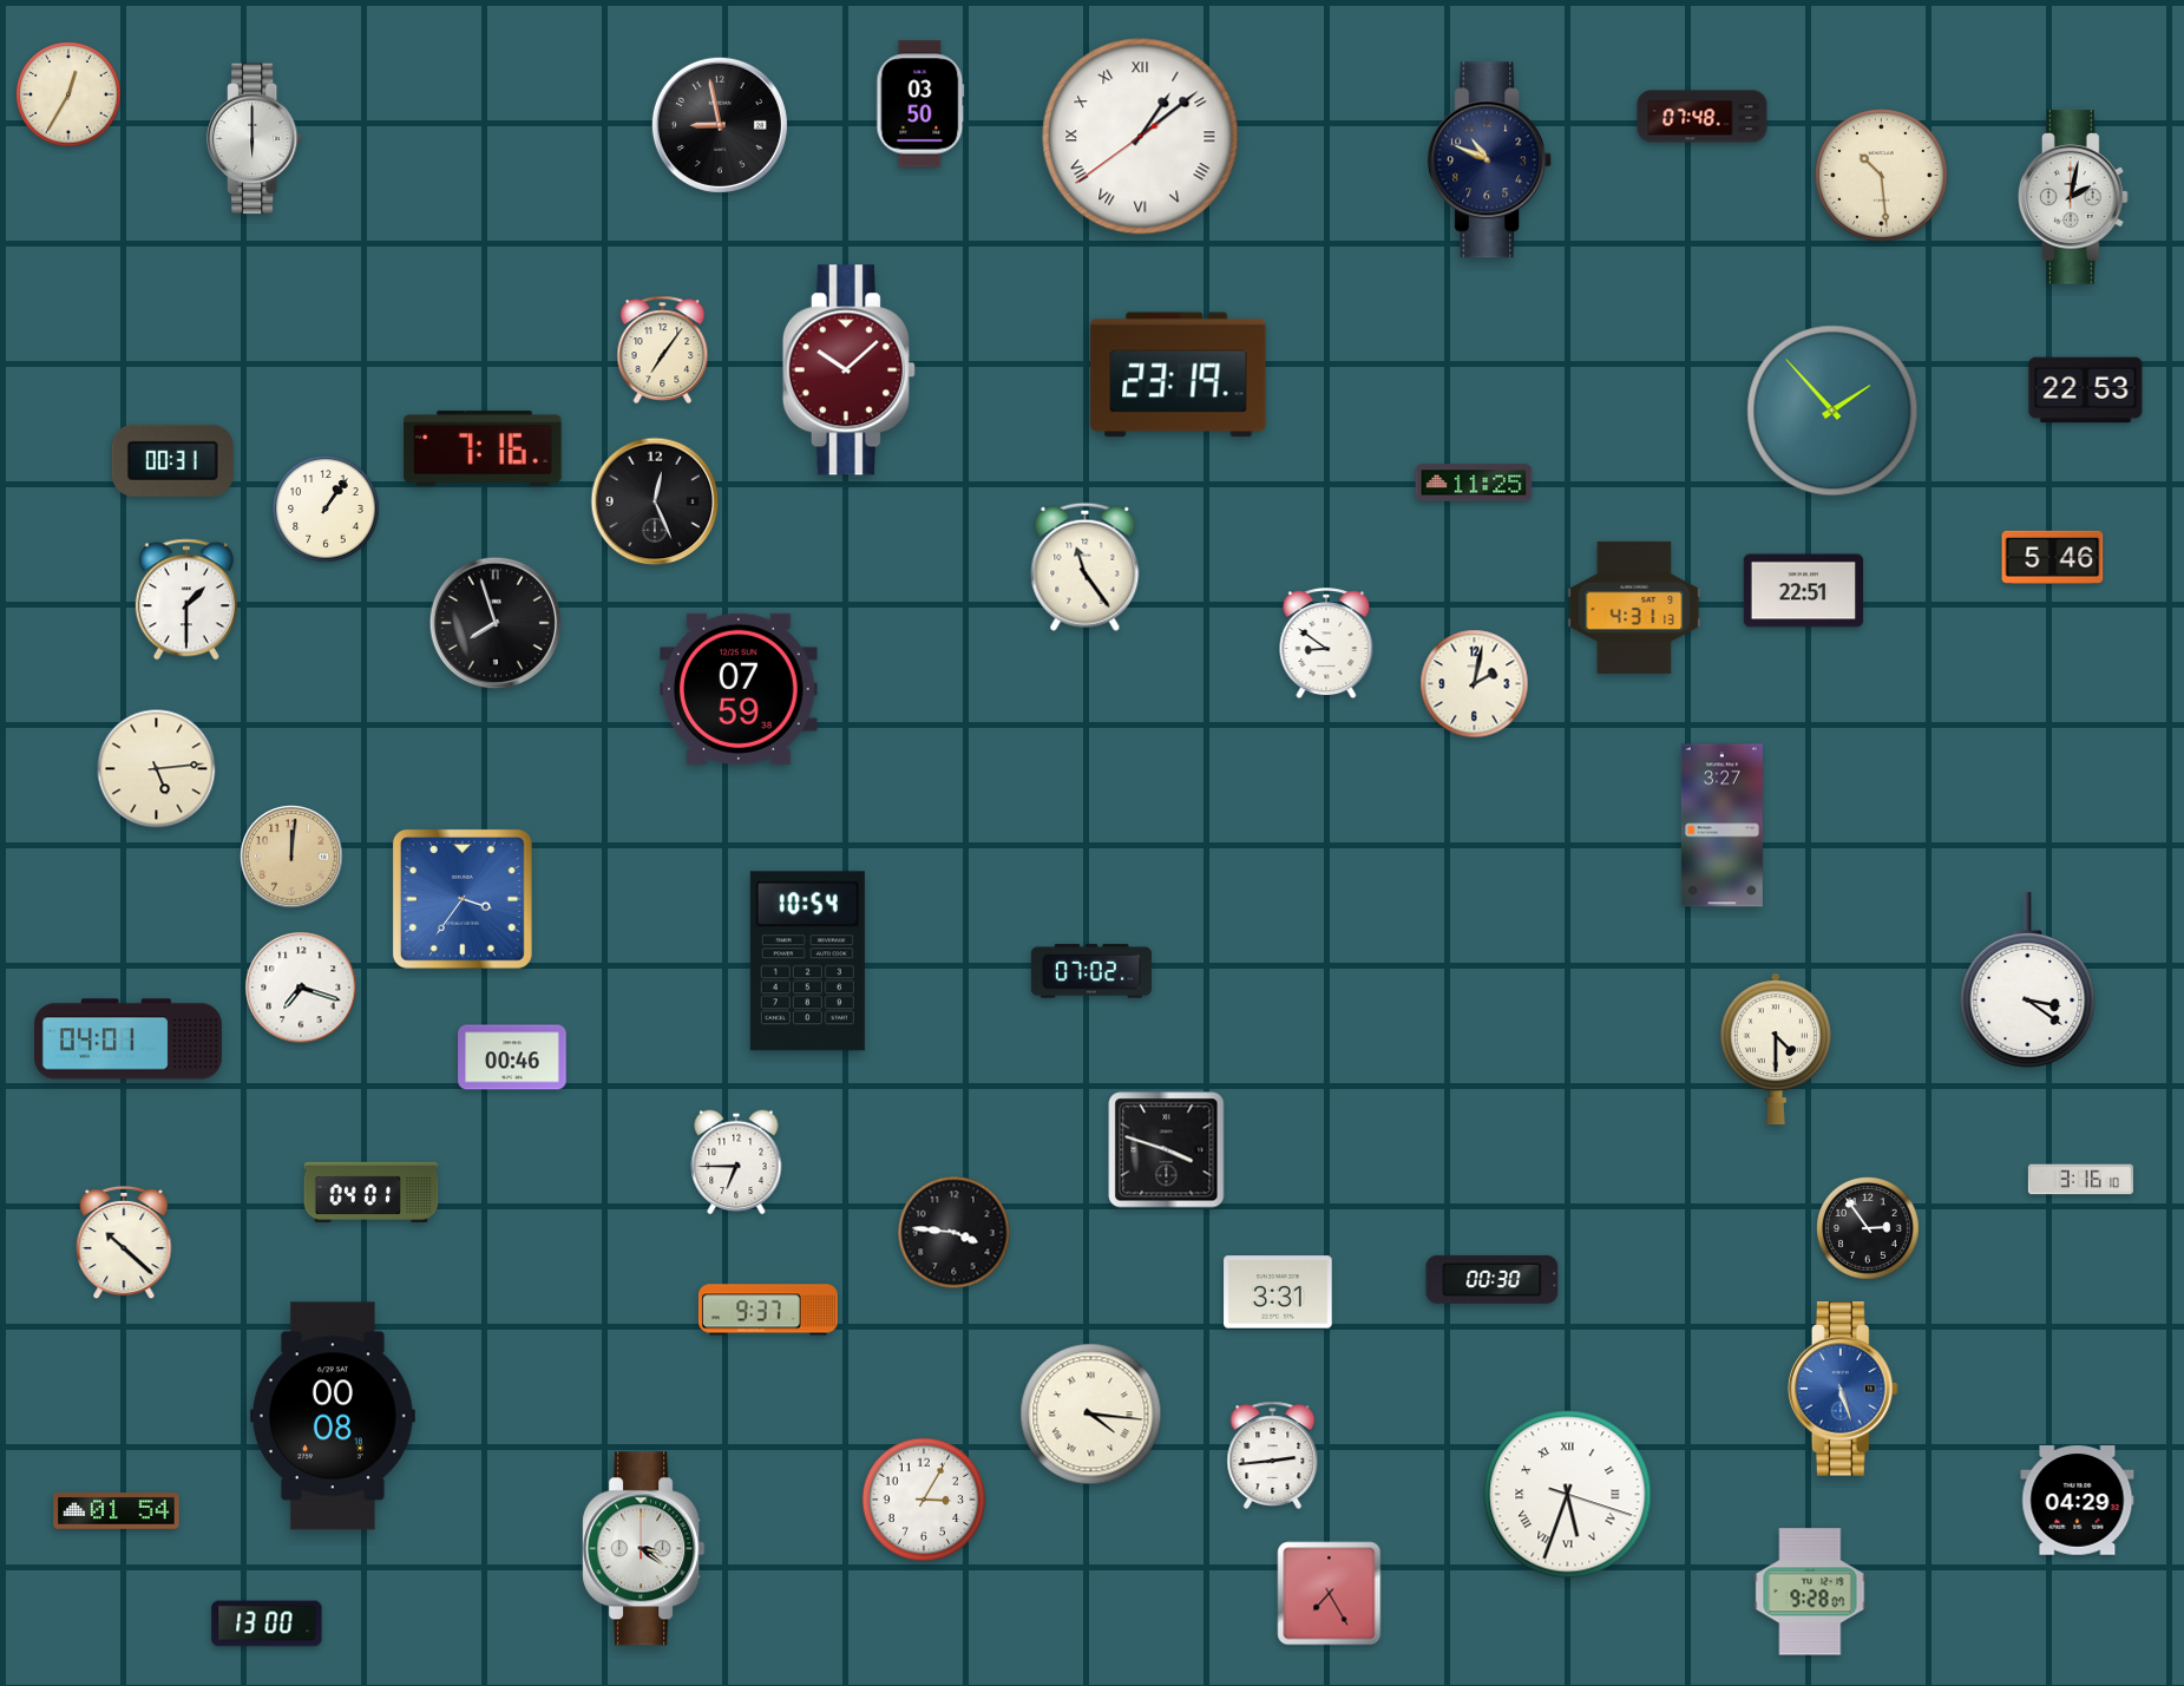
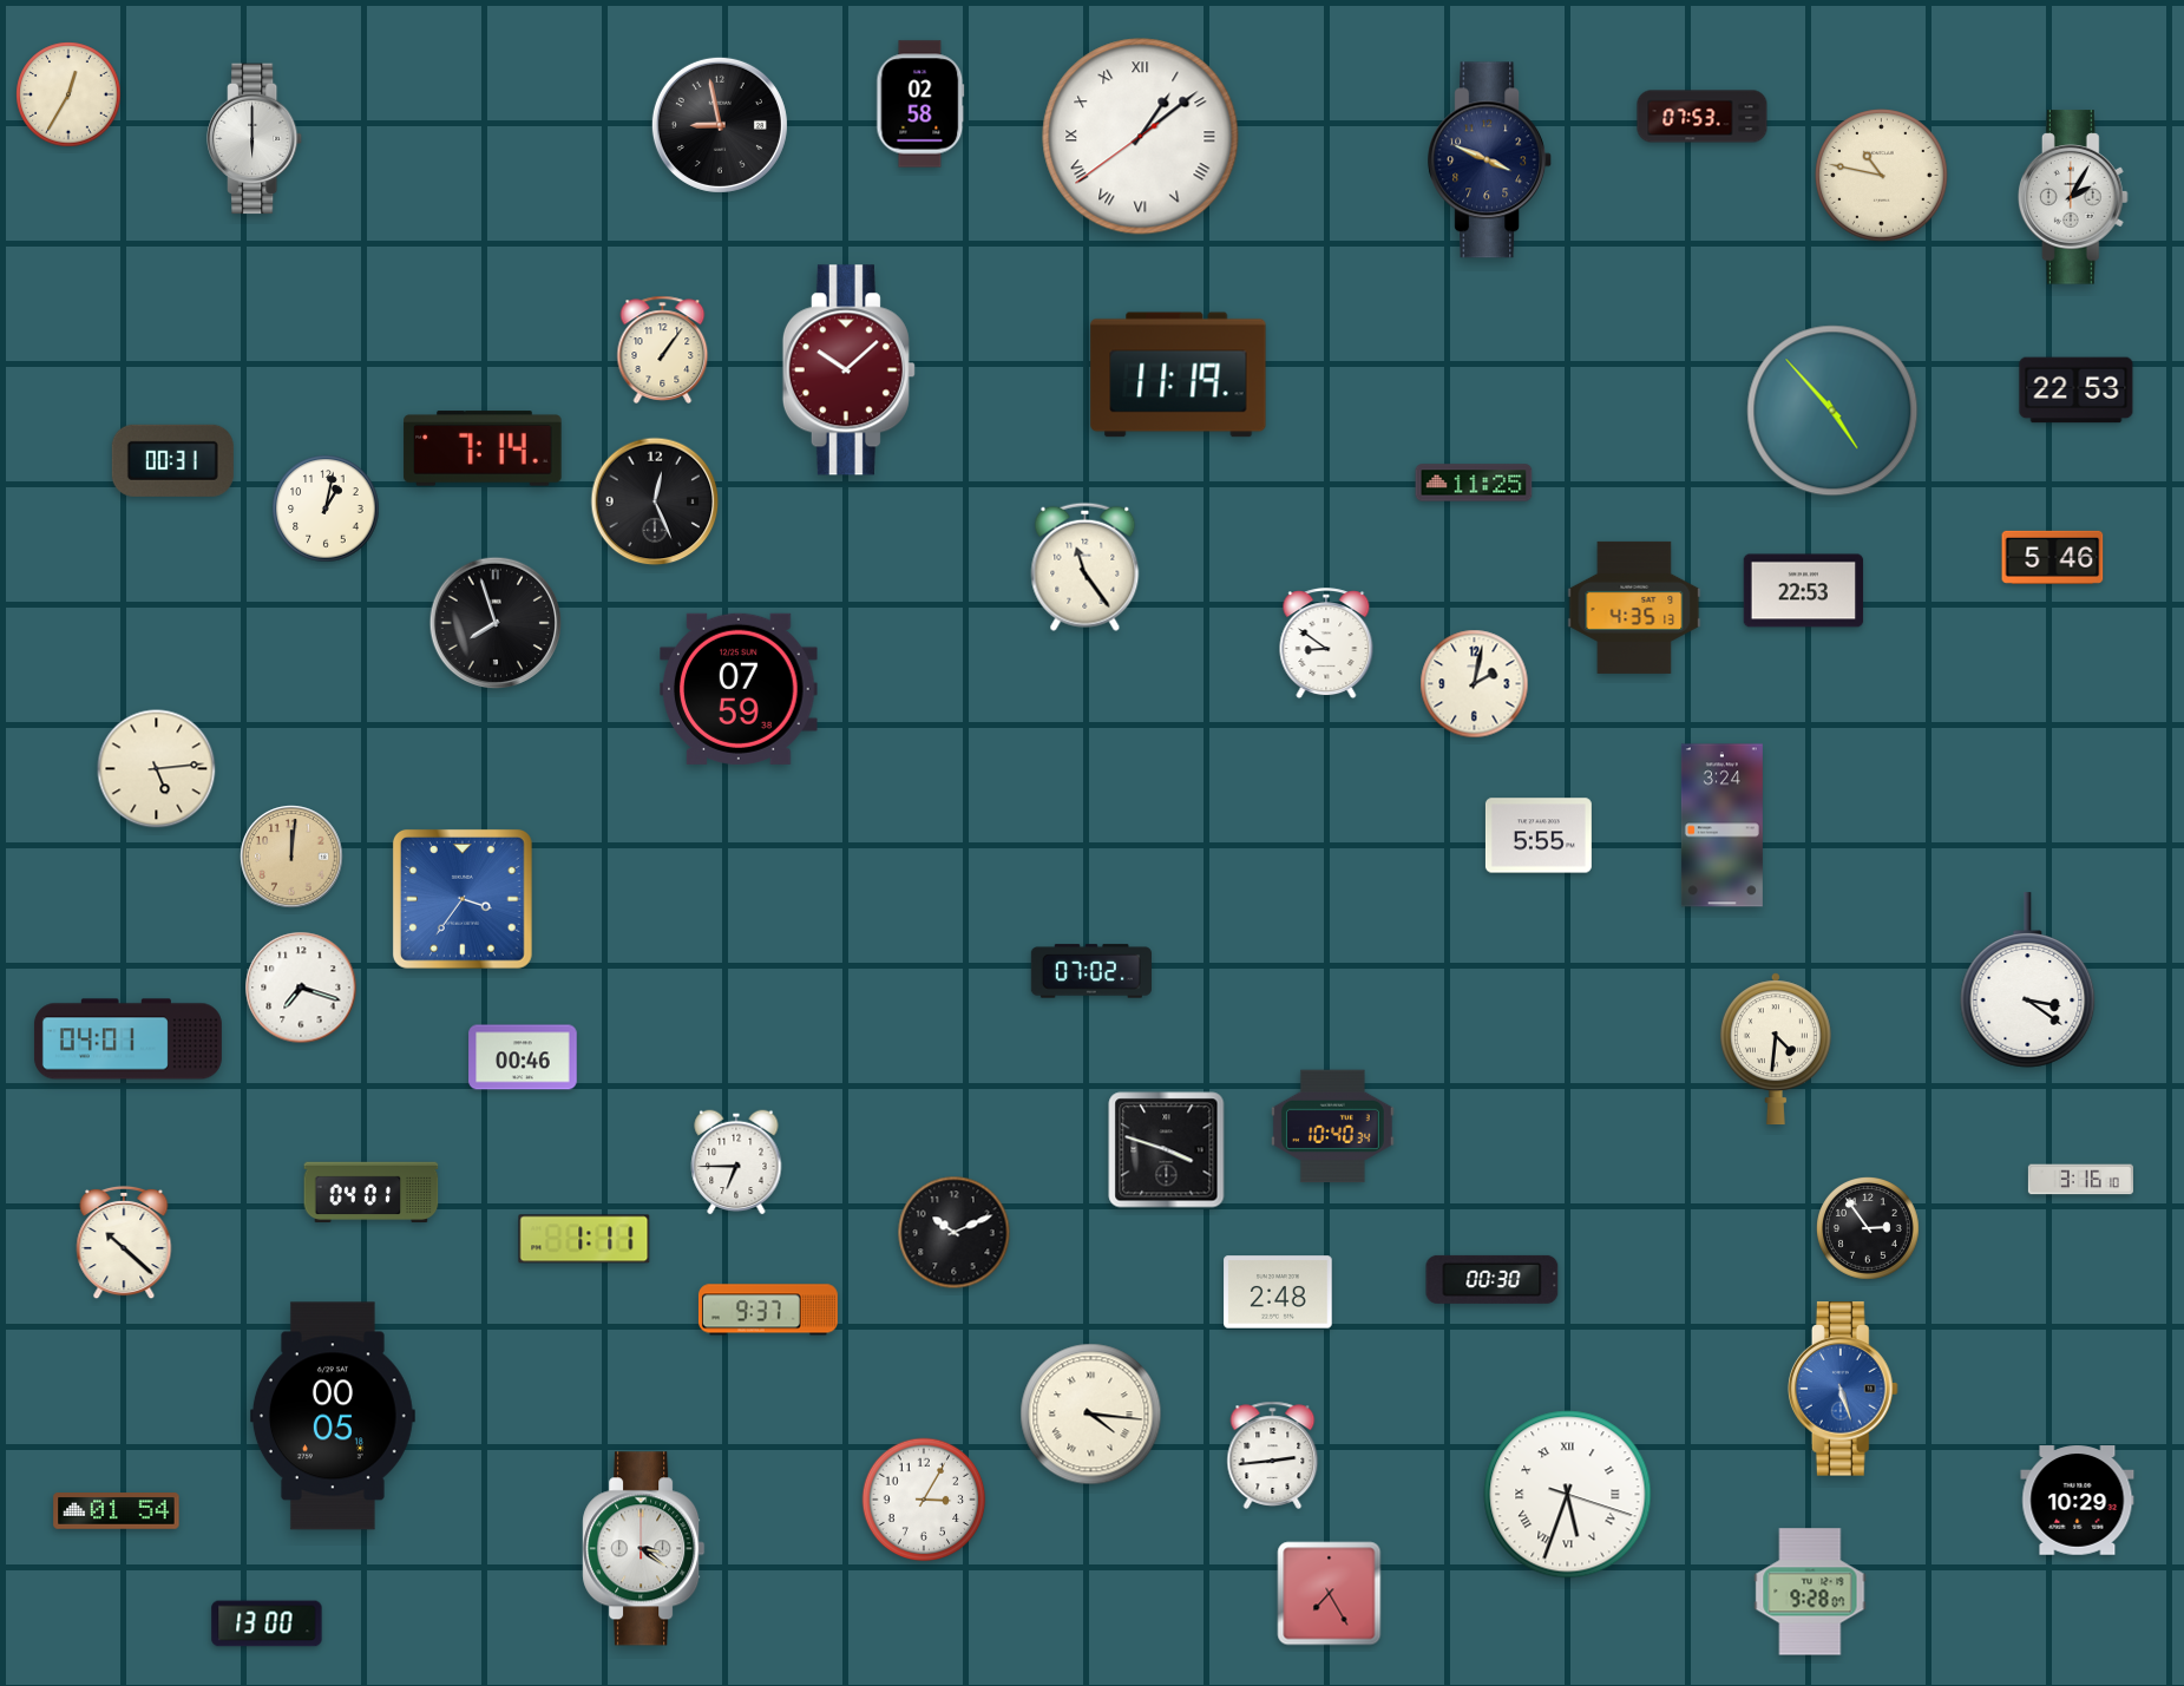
clock at (920, 104): 03:50 -> 02:58
clock at (1703, 117): 07:48 -> 07:53
clock at (1490, 160): 10:49 -> 3:49
clock at (1882, 176): 10:29 -> 10:47
clock at (2073, 197): 2:02 -> 2:05
clock at (663, 349): 7:06 -> 1:06
clock at (1179, 375): 23:19 -> 11:19
clock at (2086, 391) position: (2086, 391) -> (2077, 391)
clock at (1832, 411): 1:53 -> 4:53
clock at (483, 448): 7:16 -> 7:14
clock at (326, 509): 1:06 -> 1:02
clock at (1804, 591): 22:51 -> 22:53
clock at (186, 599): 1:30 -> none
clock at (1634, 608): 4:31 -> 4:35
clock at (1721, 826): 3:27 -> 3:24
clock at (1539, 835): none -> 5:55
clock at (807, 962): 10:54 -> none
clock at (1776, 1049): 4:30 -> 4:31
clock at (512, 1057) position: (512, 1057) -> (523, 1057)
clock at (1333, 1127): none -> 10:40
clock at (955, 1233): 3:46 -> 10:11
clock at (584, 1239): none -> 1:11
clock at (1278, 1292): 3:31 -> 2:48
clock at (333, 1416): 00:08 -> 00:05
clock at (2078, 1501): 04:29 -> 10:29
